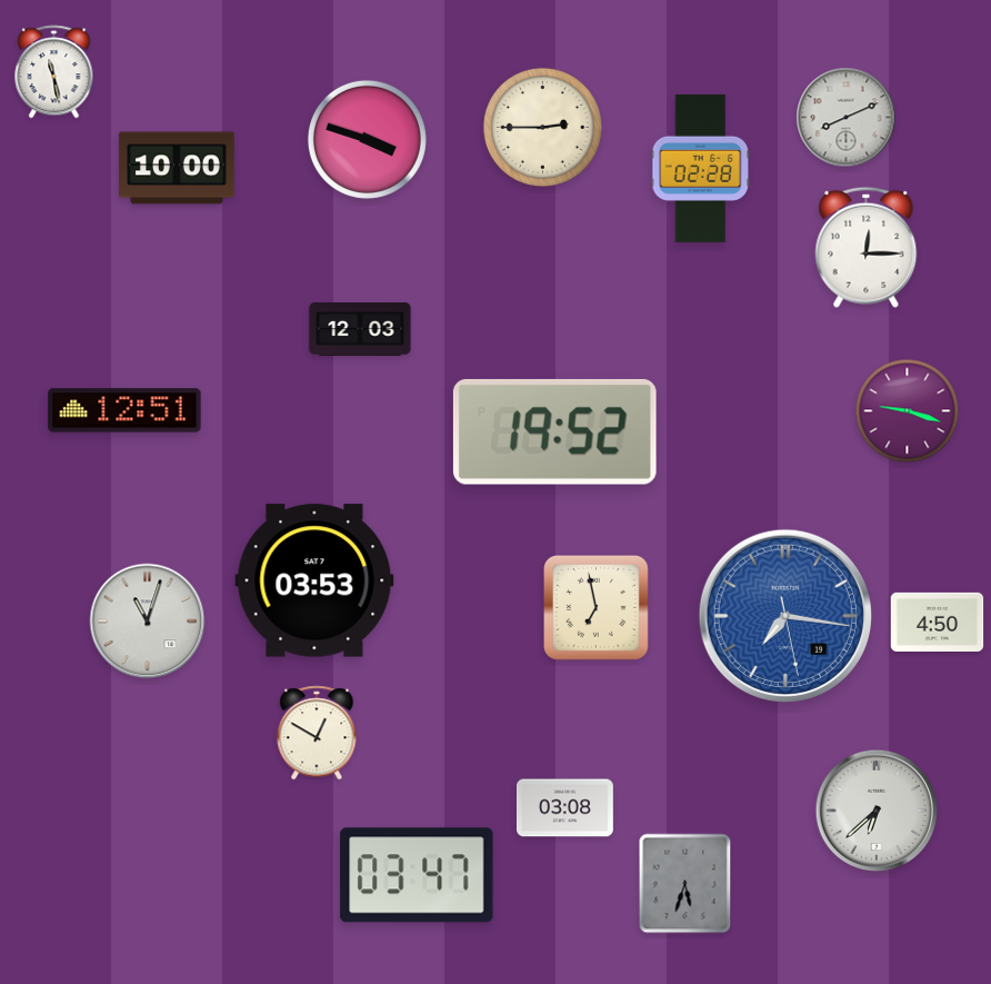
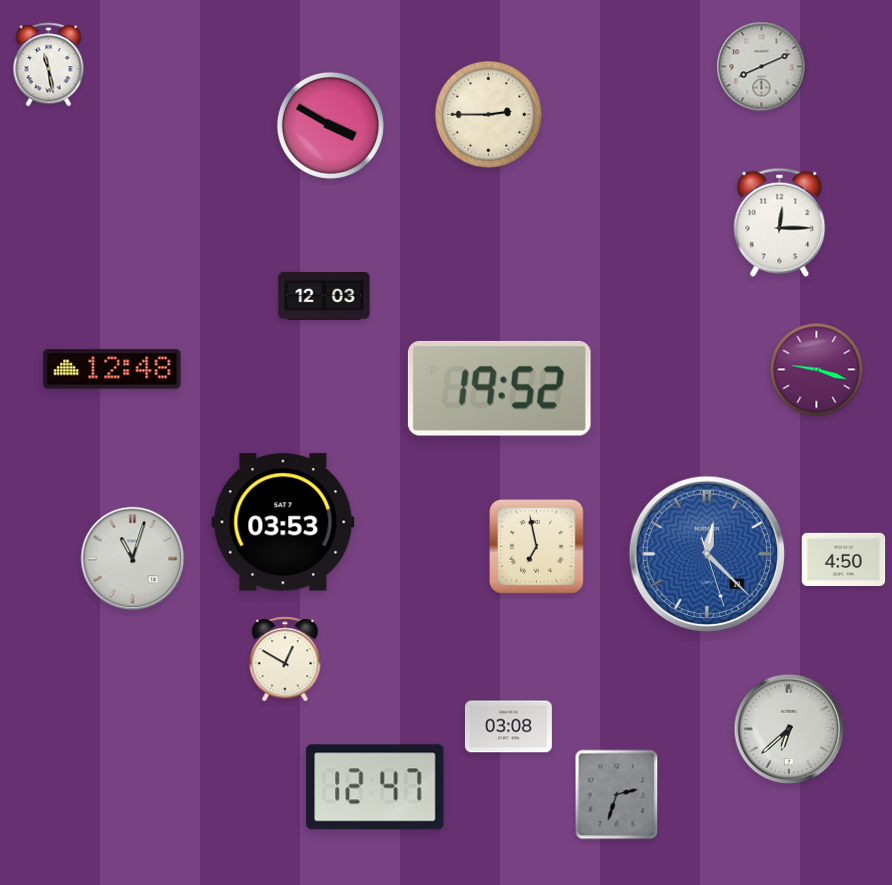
clock at (847, 118) position: (847, 118) -> (762, 67)
clock at (367, 139): 3:48 -> 3:50
clock at (177, 168): 10:00 -> none
clock at (701, 168): 02:28 -> none
clock at (124, 410): 12:51 -> 12:48
clock at (785, 616): 7:16 -> 12:22
clock at (417, 875): 03:47 -> 12:47
clock at (685, 884): 5:33 -> 2:33
